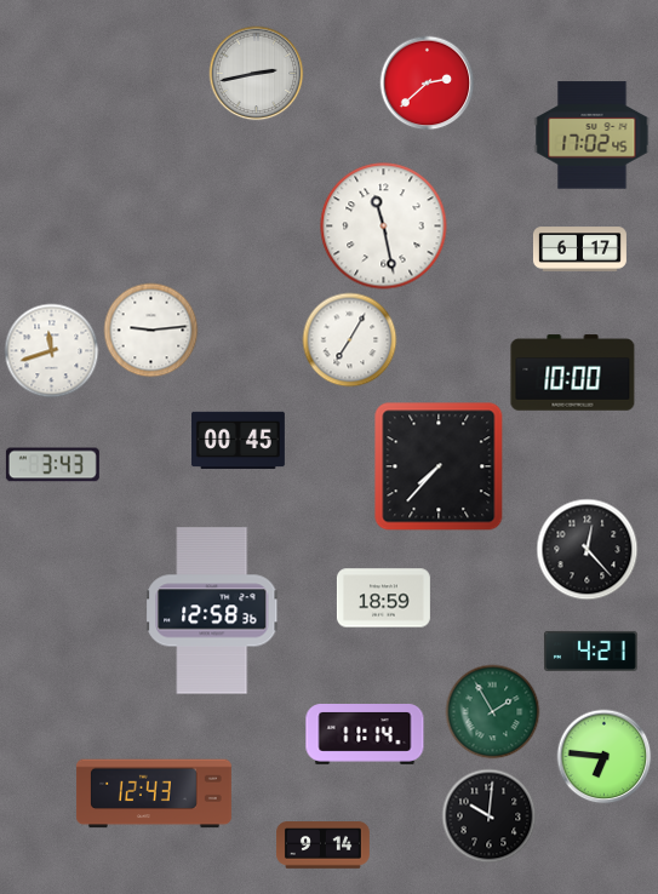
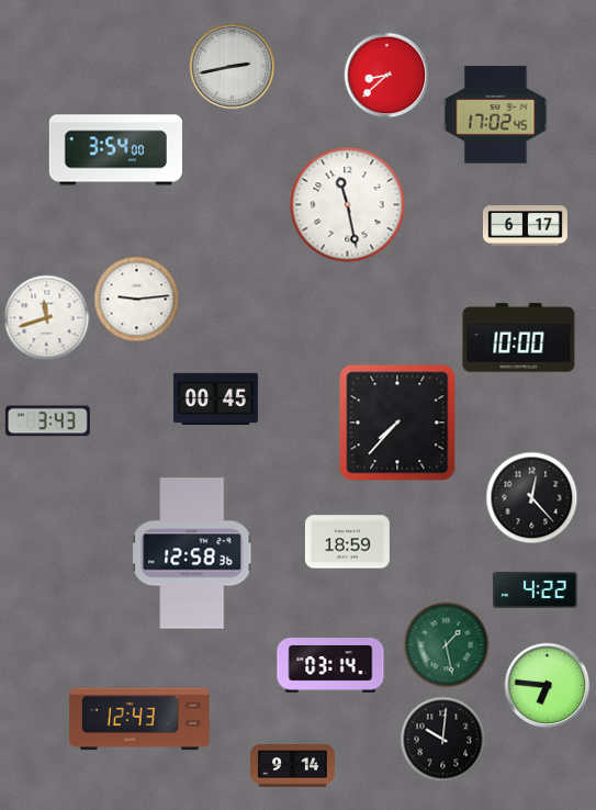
clock at (427, 82): 2:38 -> 8:38
clock at (593, 136) position: (593, 136) -> (496, 115)
clock at (115, 150): none -> 3:54
clock at (349, 339): 7:05 -> none
clock at (590, 651): 4:21 -> 4:22
clock at (492, 711): 1:55 -> 1:28
clock at (365, 735): 11:14 -> 03:14
